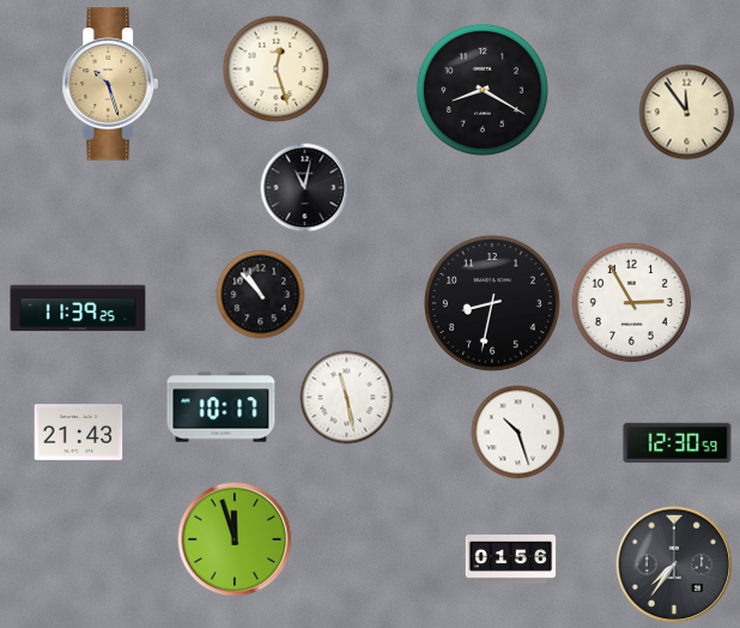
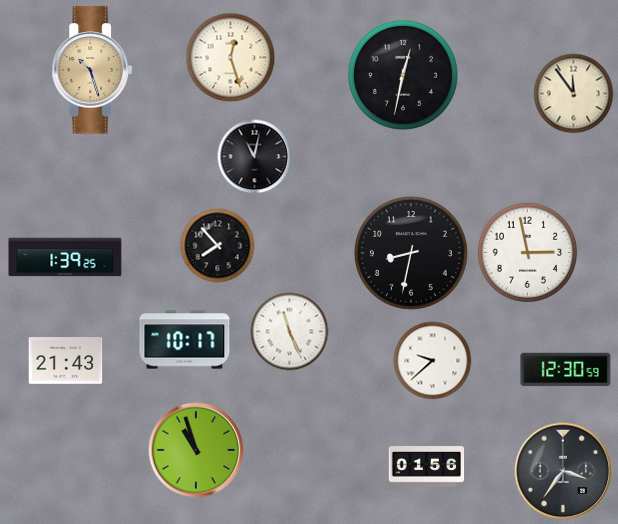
clock at (483, 90): 8:20 -> 12:32
clock at (261, 295): 10:53 -> 7:53
clock at (631, 302): 2:55 -> 2:58
clock at (78, 308): 11:39 -> 1:39
clock at (347, 398): 11:28 -> 11:26
clock at (518, 433): 10:27 -> 9:38
clock at (235, 539): 11:57 -> 10:57
clock at (674, 564): 7:36 -> 3:36
